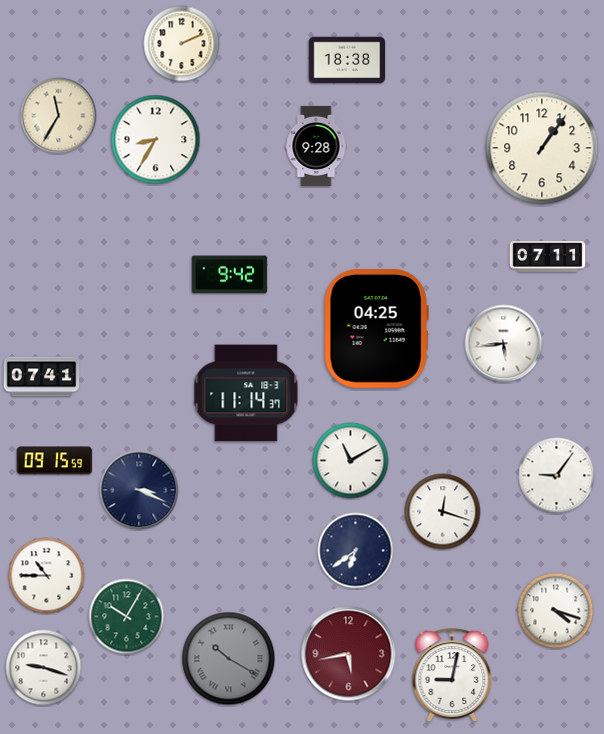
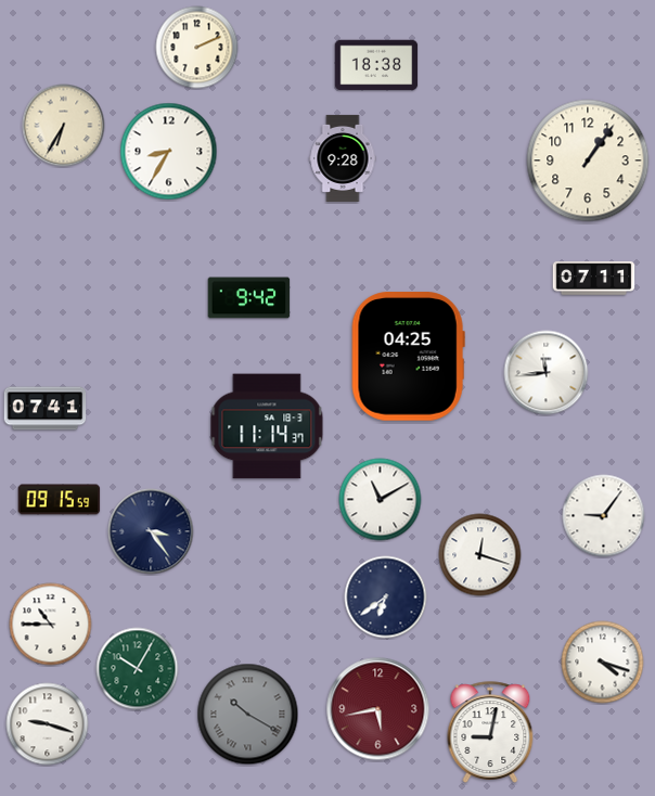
clock at (59, 116): 11:35 -> 6:35
clock at (504, 344): 5:44 -> 11:44
clock at (139, 490): 3:19 -> 3:24
